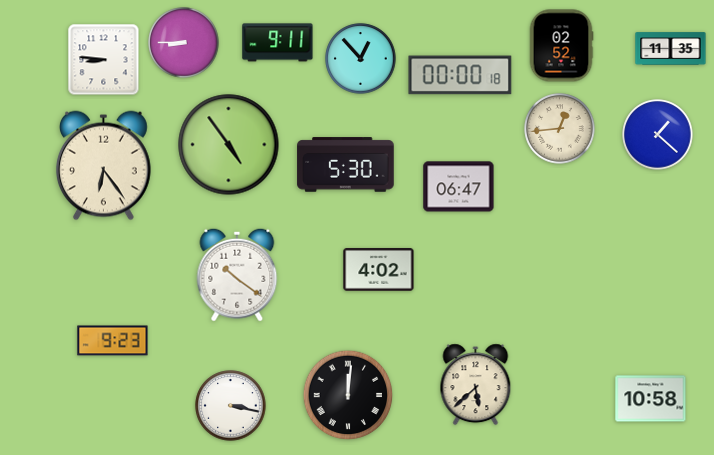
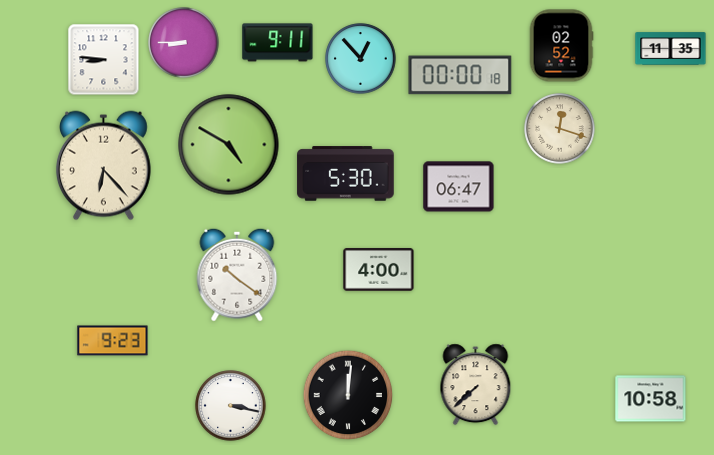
clock at (560, 129): 12:44 -> 12:18
clock at (658, 135): 1:22 -> none
clock at (229, 145): 4:54 -> 4:50
clock at (346, 165) position: (346, 165) -> (346, 174)
clock at (103, 166): 6:24 -> 6:23
clock at (379, 270): 4:02 -> 4:00
clock at (476, 385): 5:38 -> 7:38
